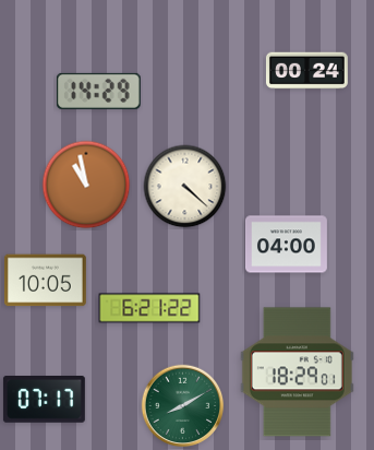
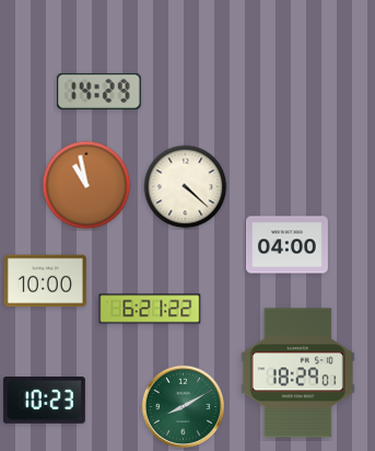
clock at (306, 71): 00:24 -> none
clock at (45, 281): 10:05 -> 10:00
clock at (44, 400): 07:17 -> 10:23
